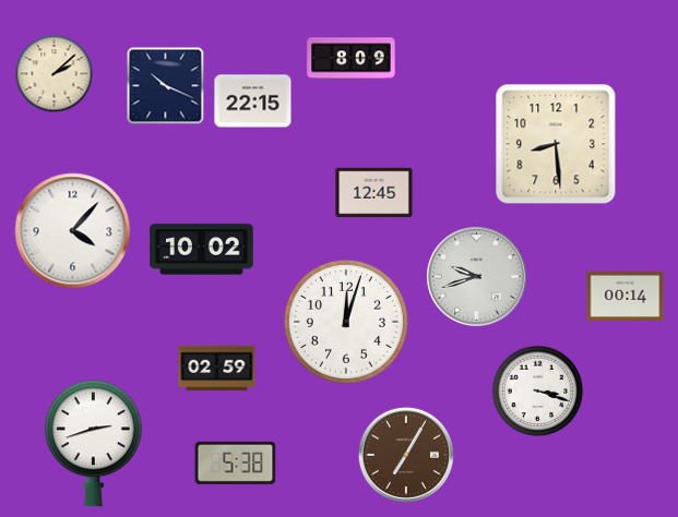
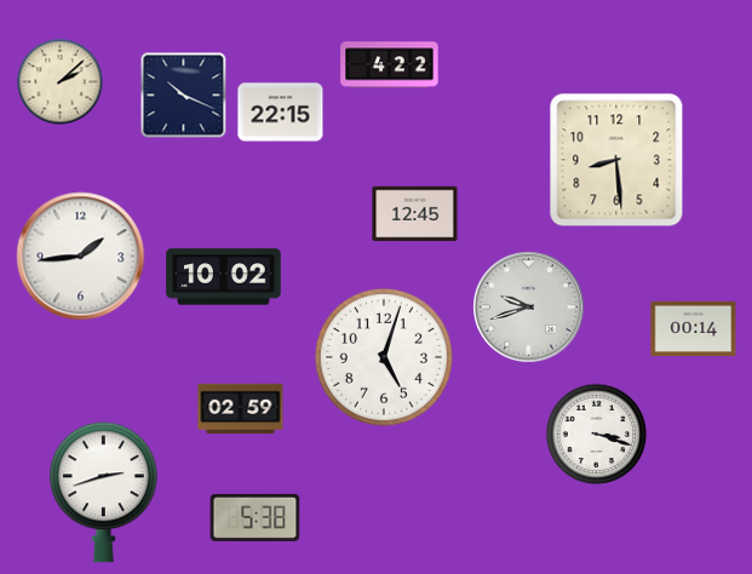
clock at (352, 59): 8:09 -> 4:22
clock at (73, 231): 4:07 -> 1:44
clock at (346, 322): 12:03 -> 5:03
clock at (406, 455): 7:05 -> none
clock at (236, 462) position: (236, 462) -> (256, 517)
